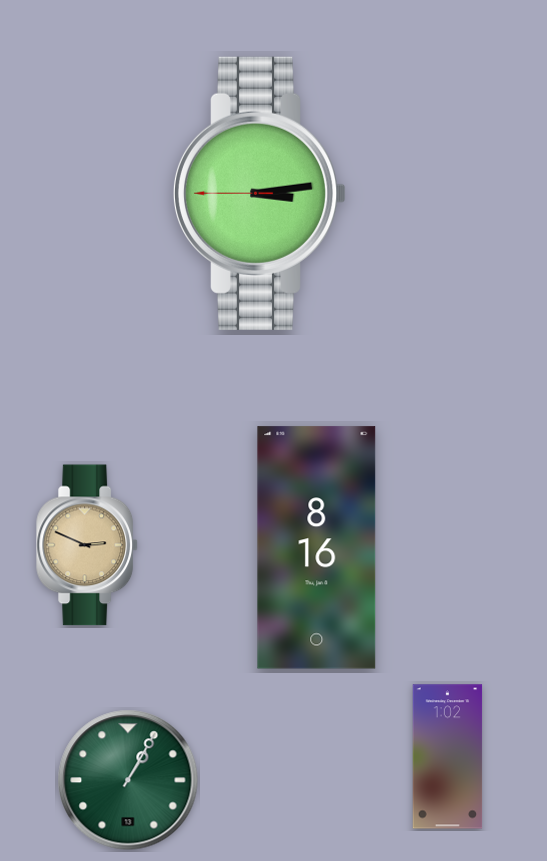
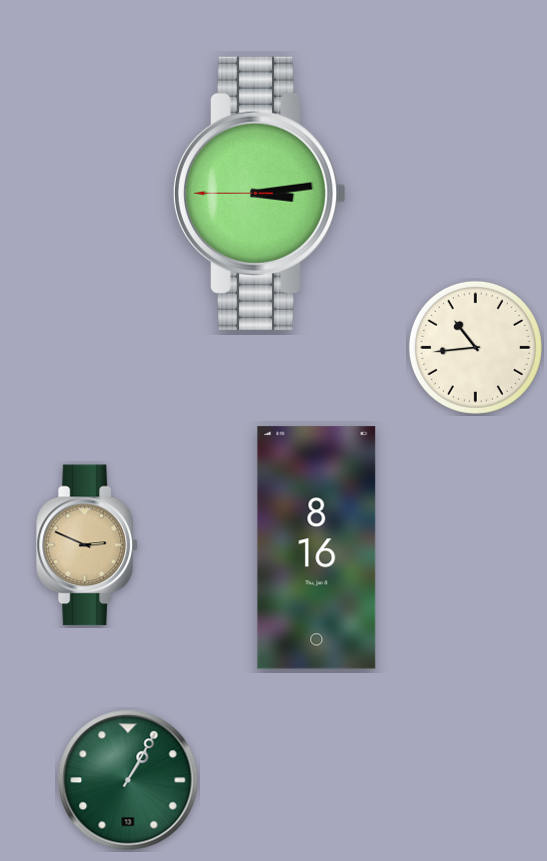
clock at (475, 347): none -> 10:44
clock at (448, 757): 1:02 -> none
